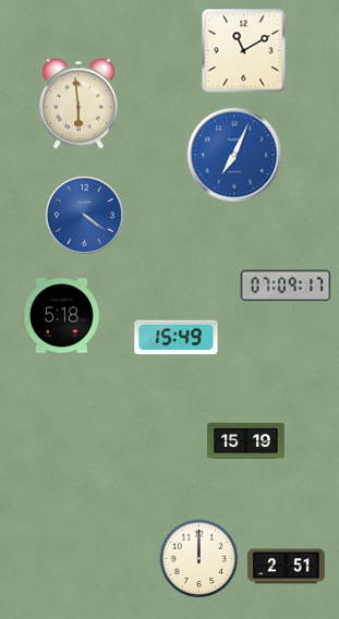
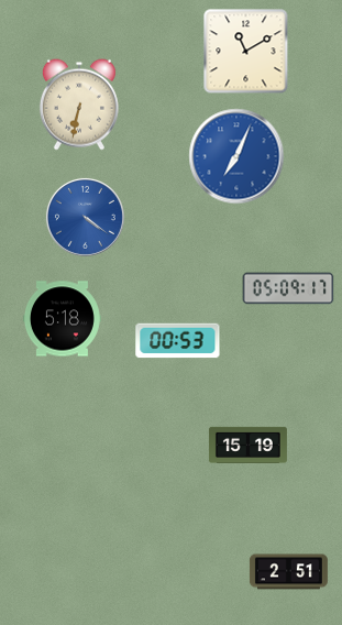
clock at (78, 104): 5:59 -> 6:32
clock at (286, 286): 07:09 -> 05:09
clock at (177, 338): 15:49 -> 00:53
clock at (199, 559): 12:00 -> none
